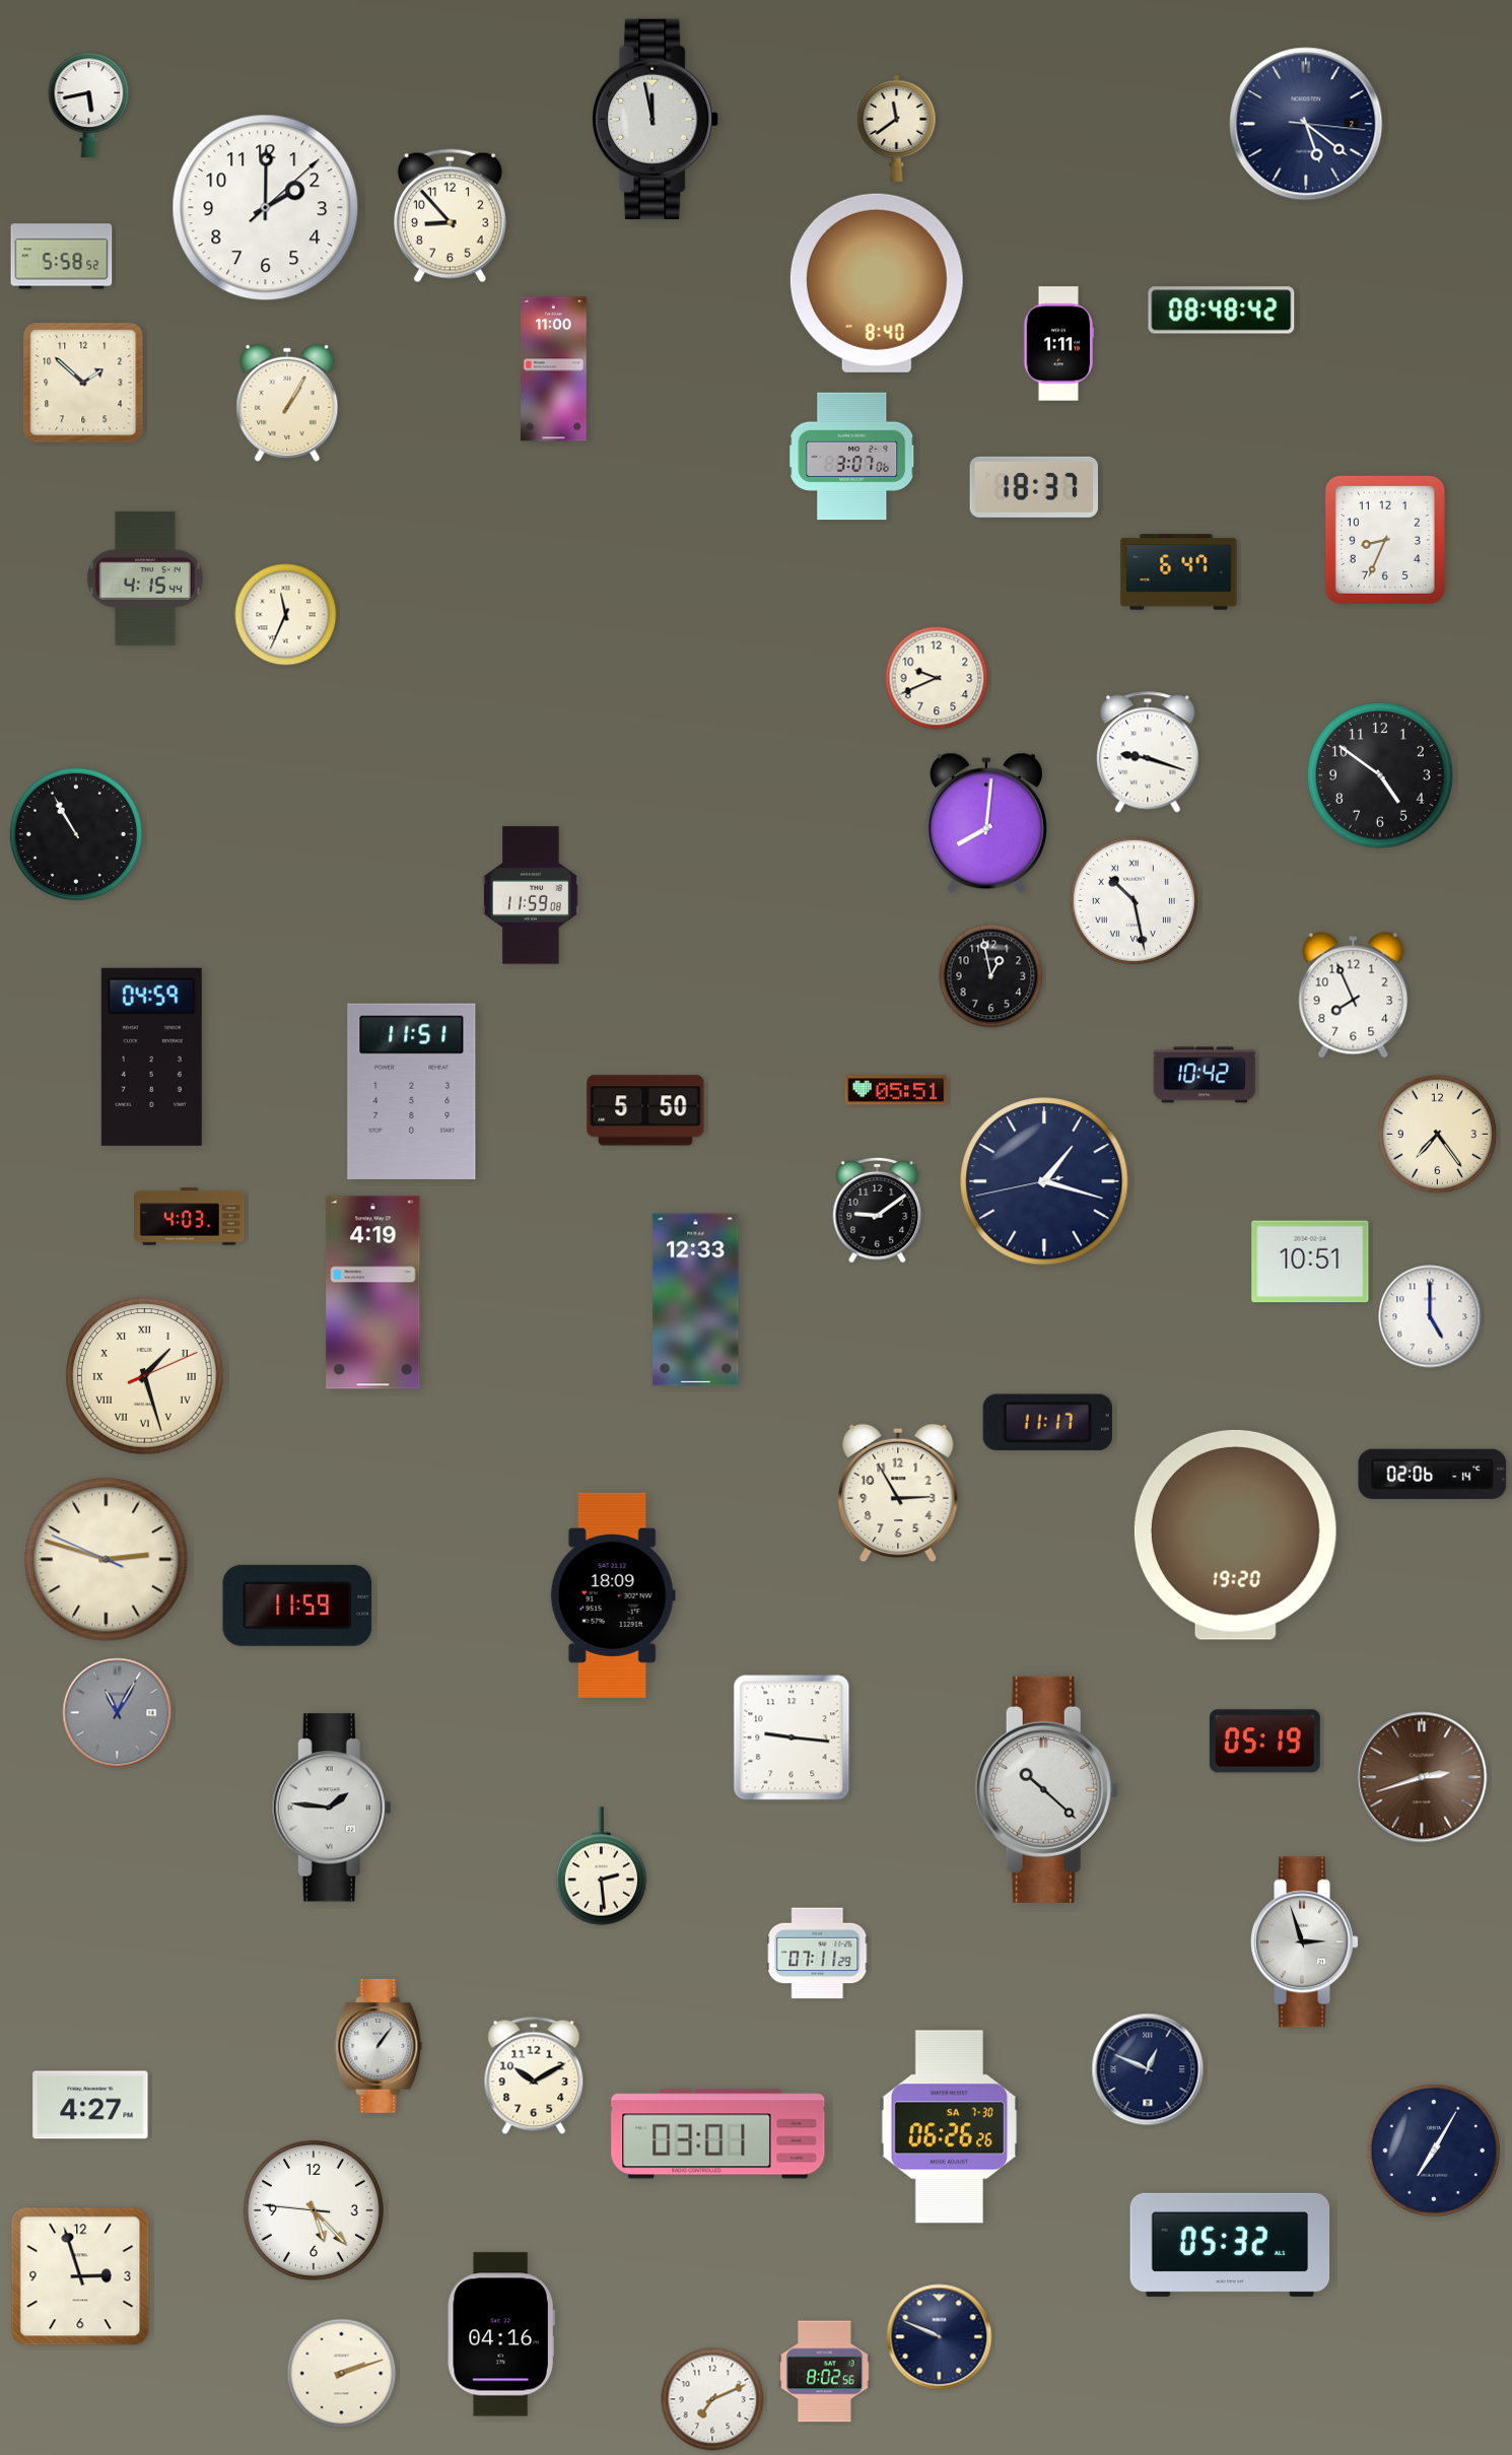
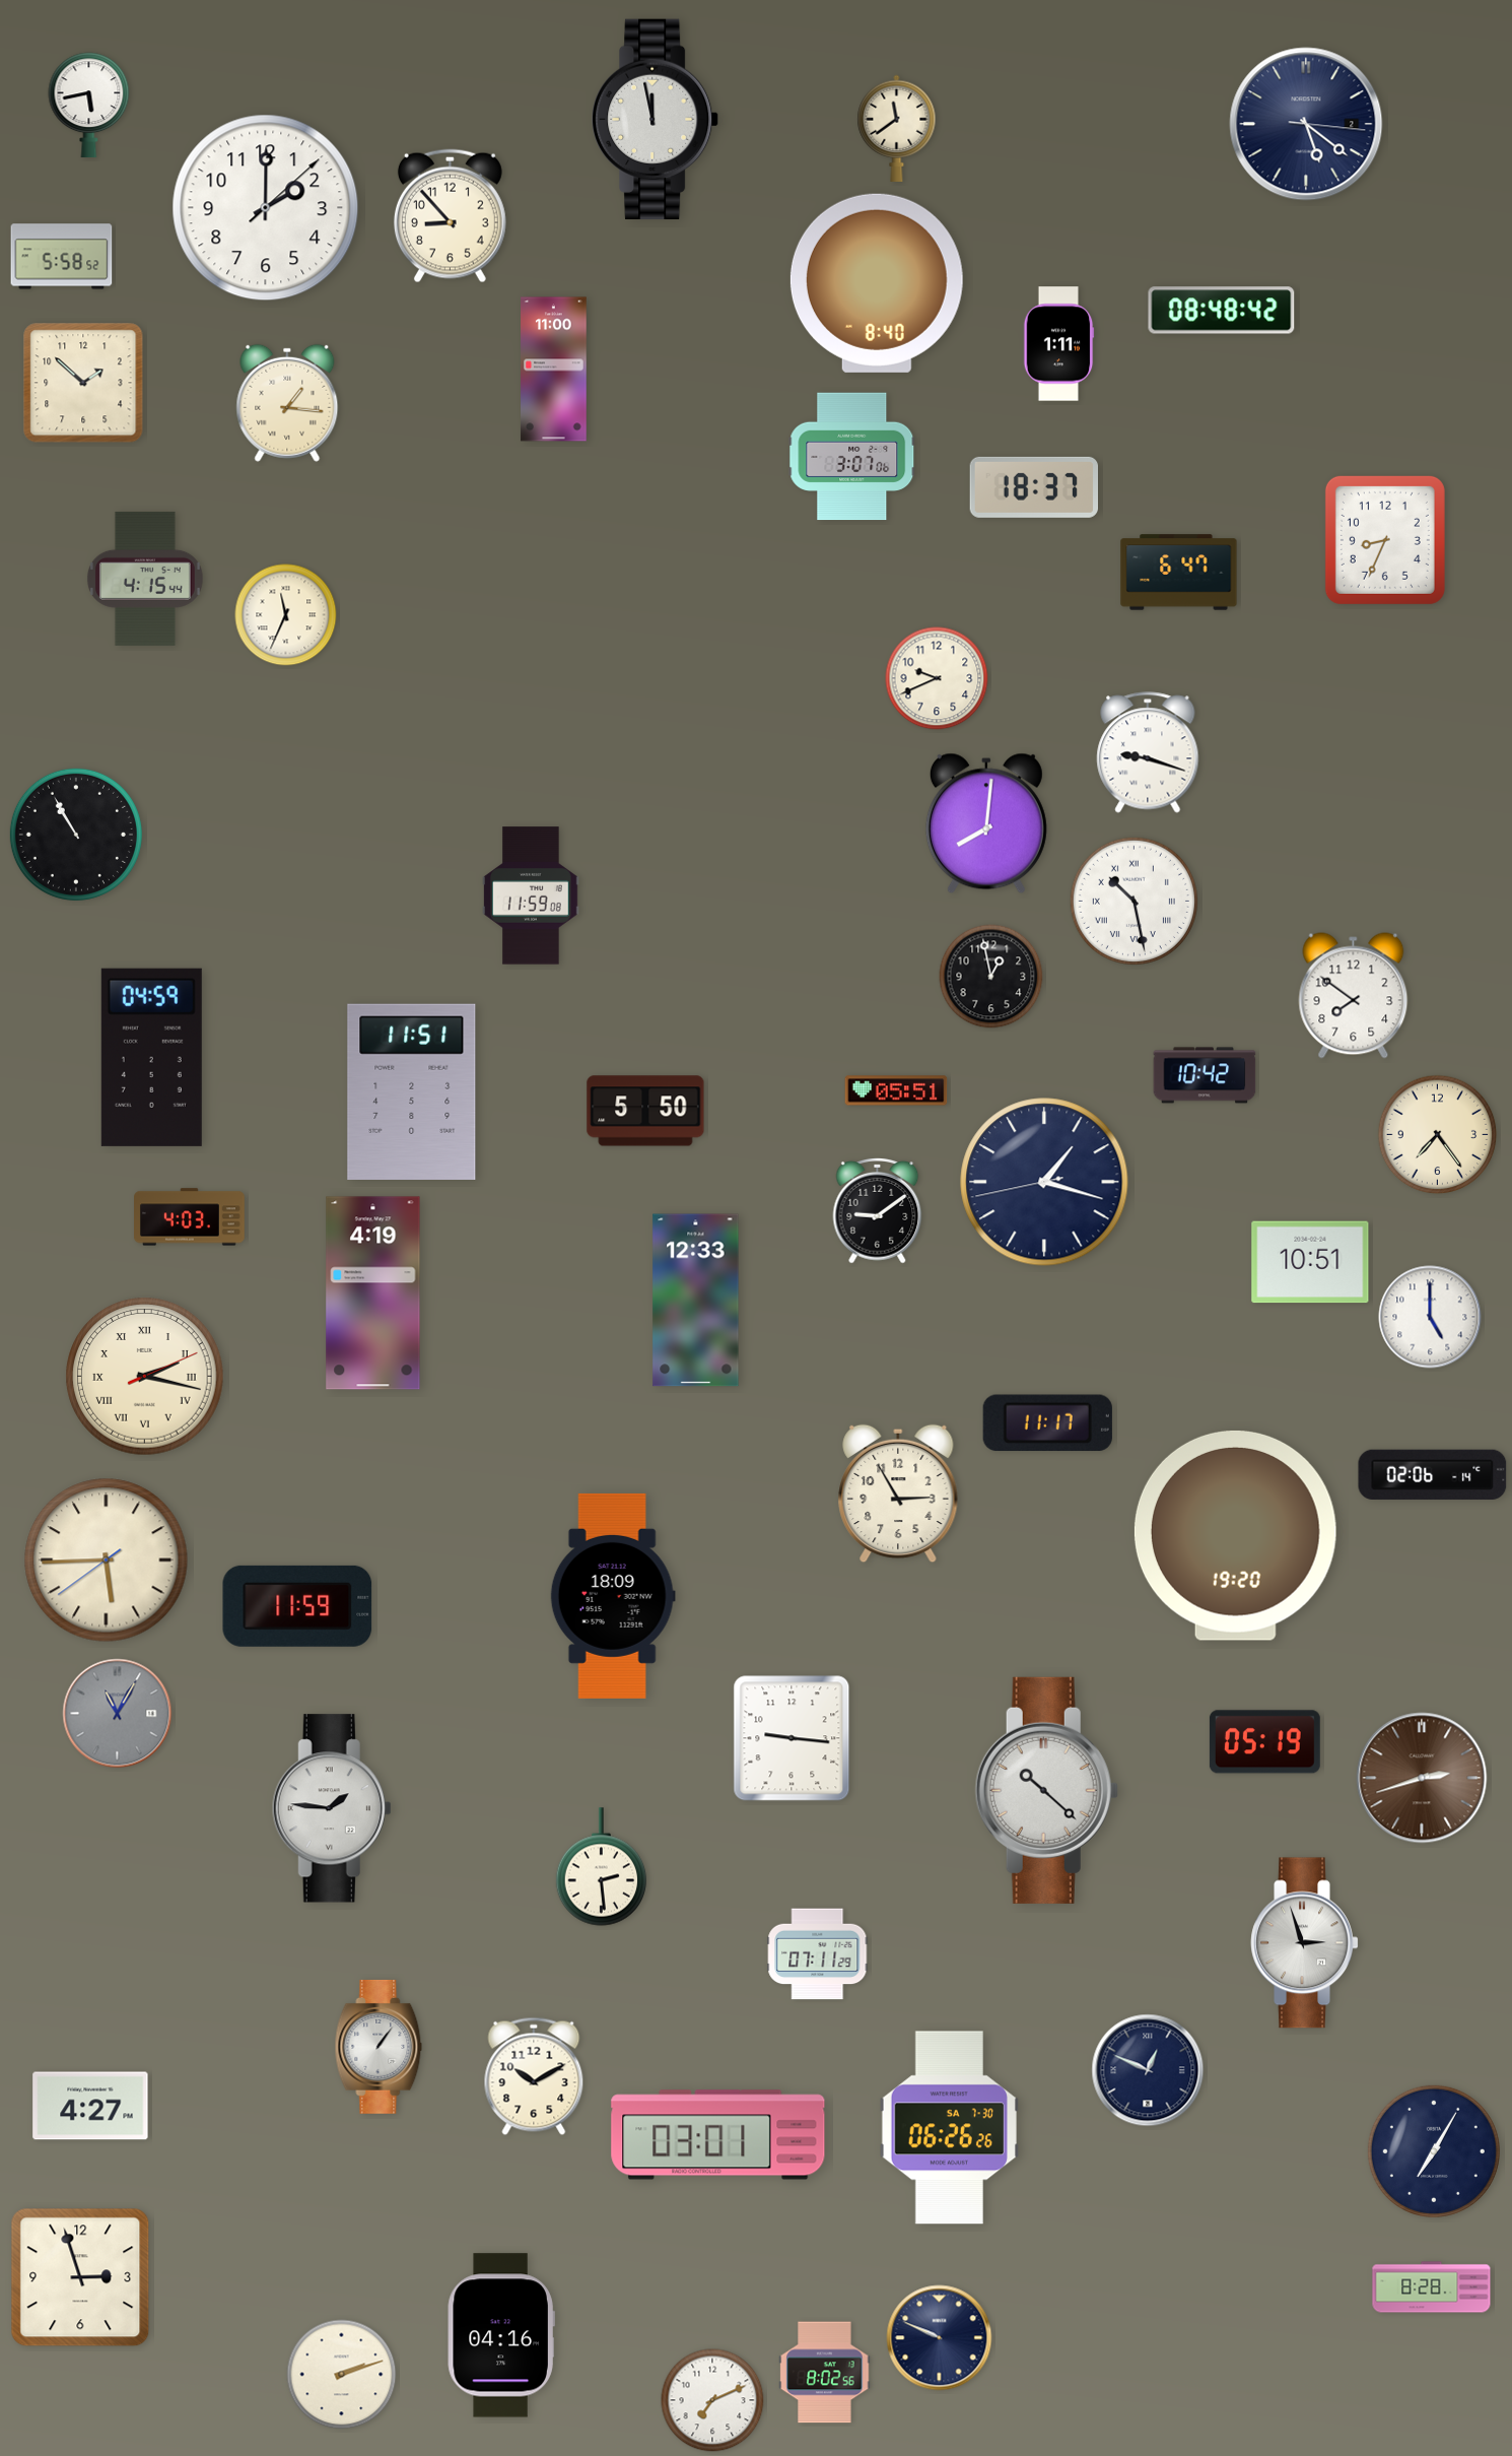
clock at (287, 403): 1:05 -> 1:16
clock at (1380, 775): 4:51 -> none
clock at (1354, 996): 7:56 -> 7:51
clock at (145, 1376): 1:27 -> 2:17
clock at (107, 1560): 2:47 -> 5:44
clock at (314, 2210): 5:22 -> none
clock at (1230, 2245): 05:32 -> none
clock at (1432, 2287): none -> 8:28
